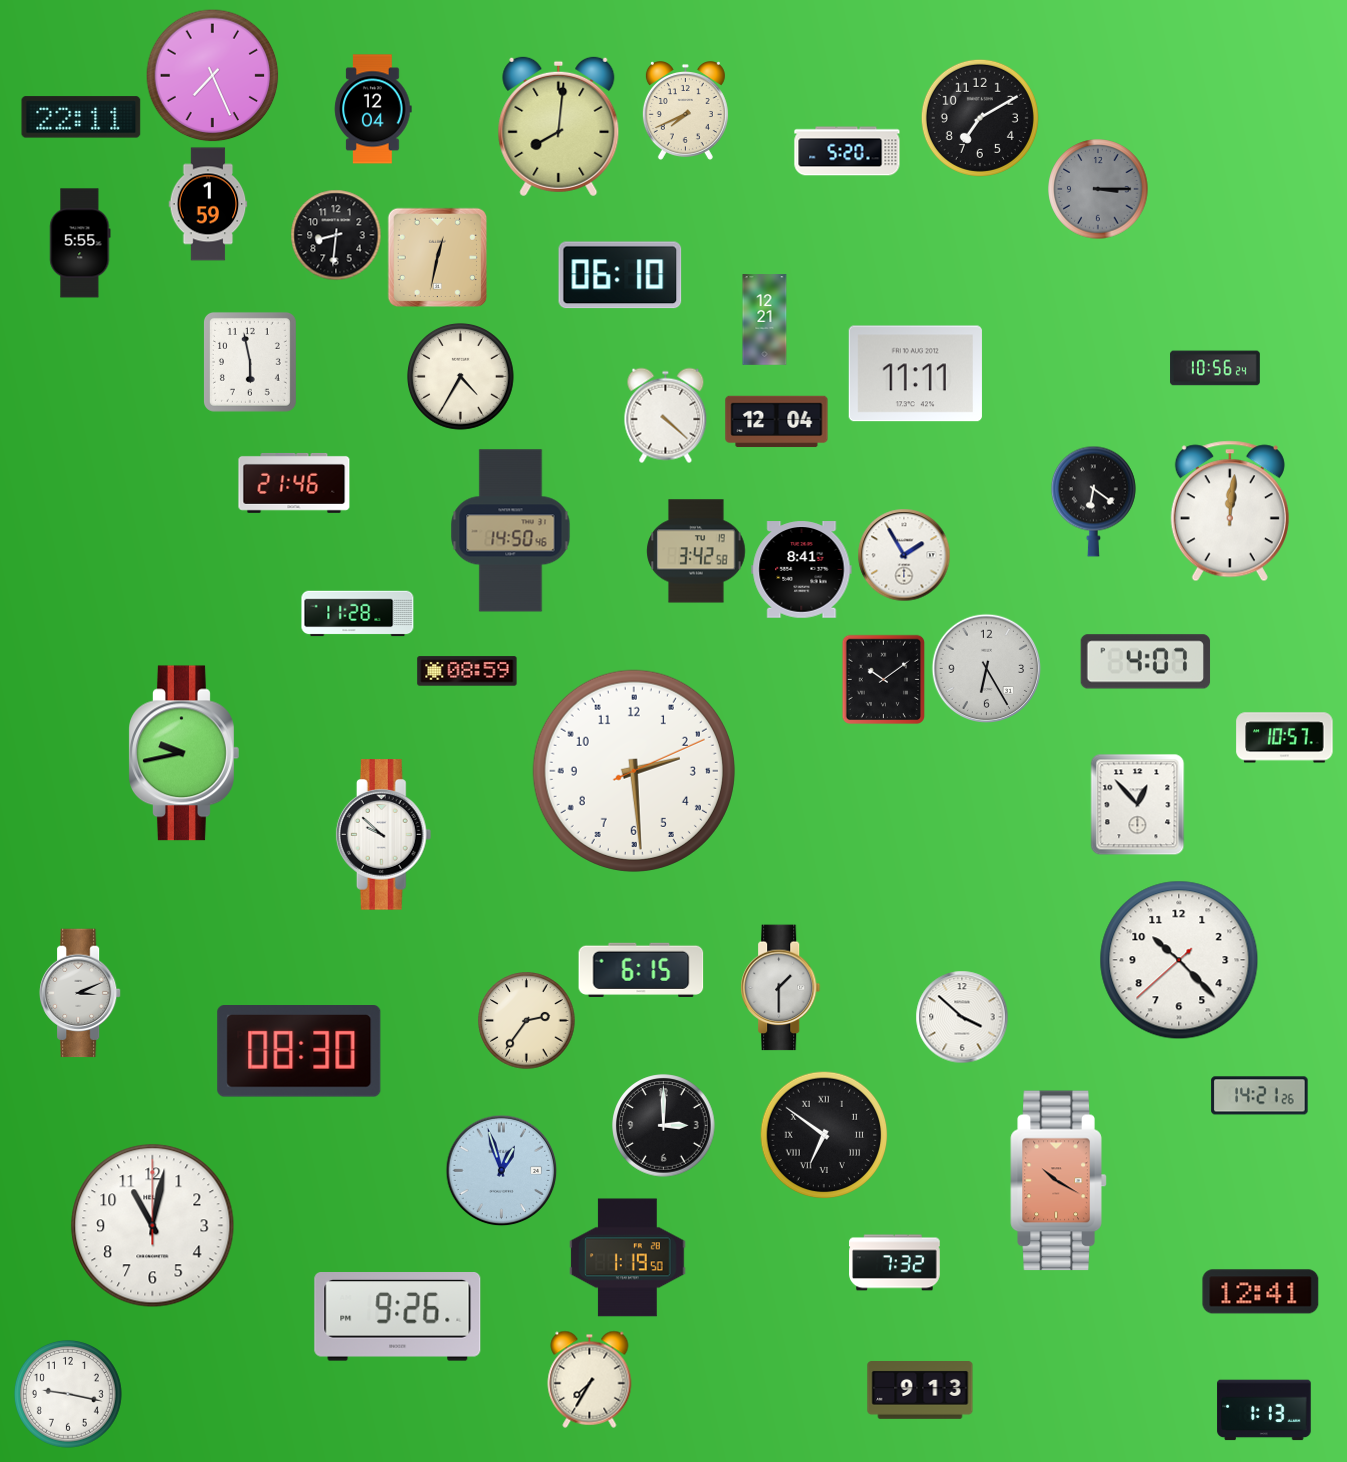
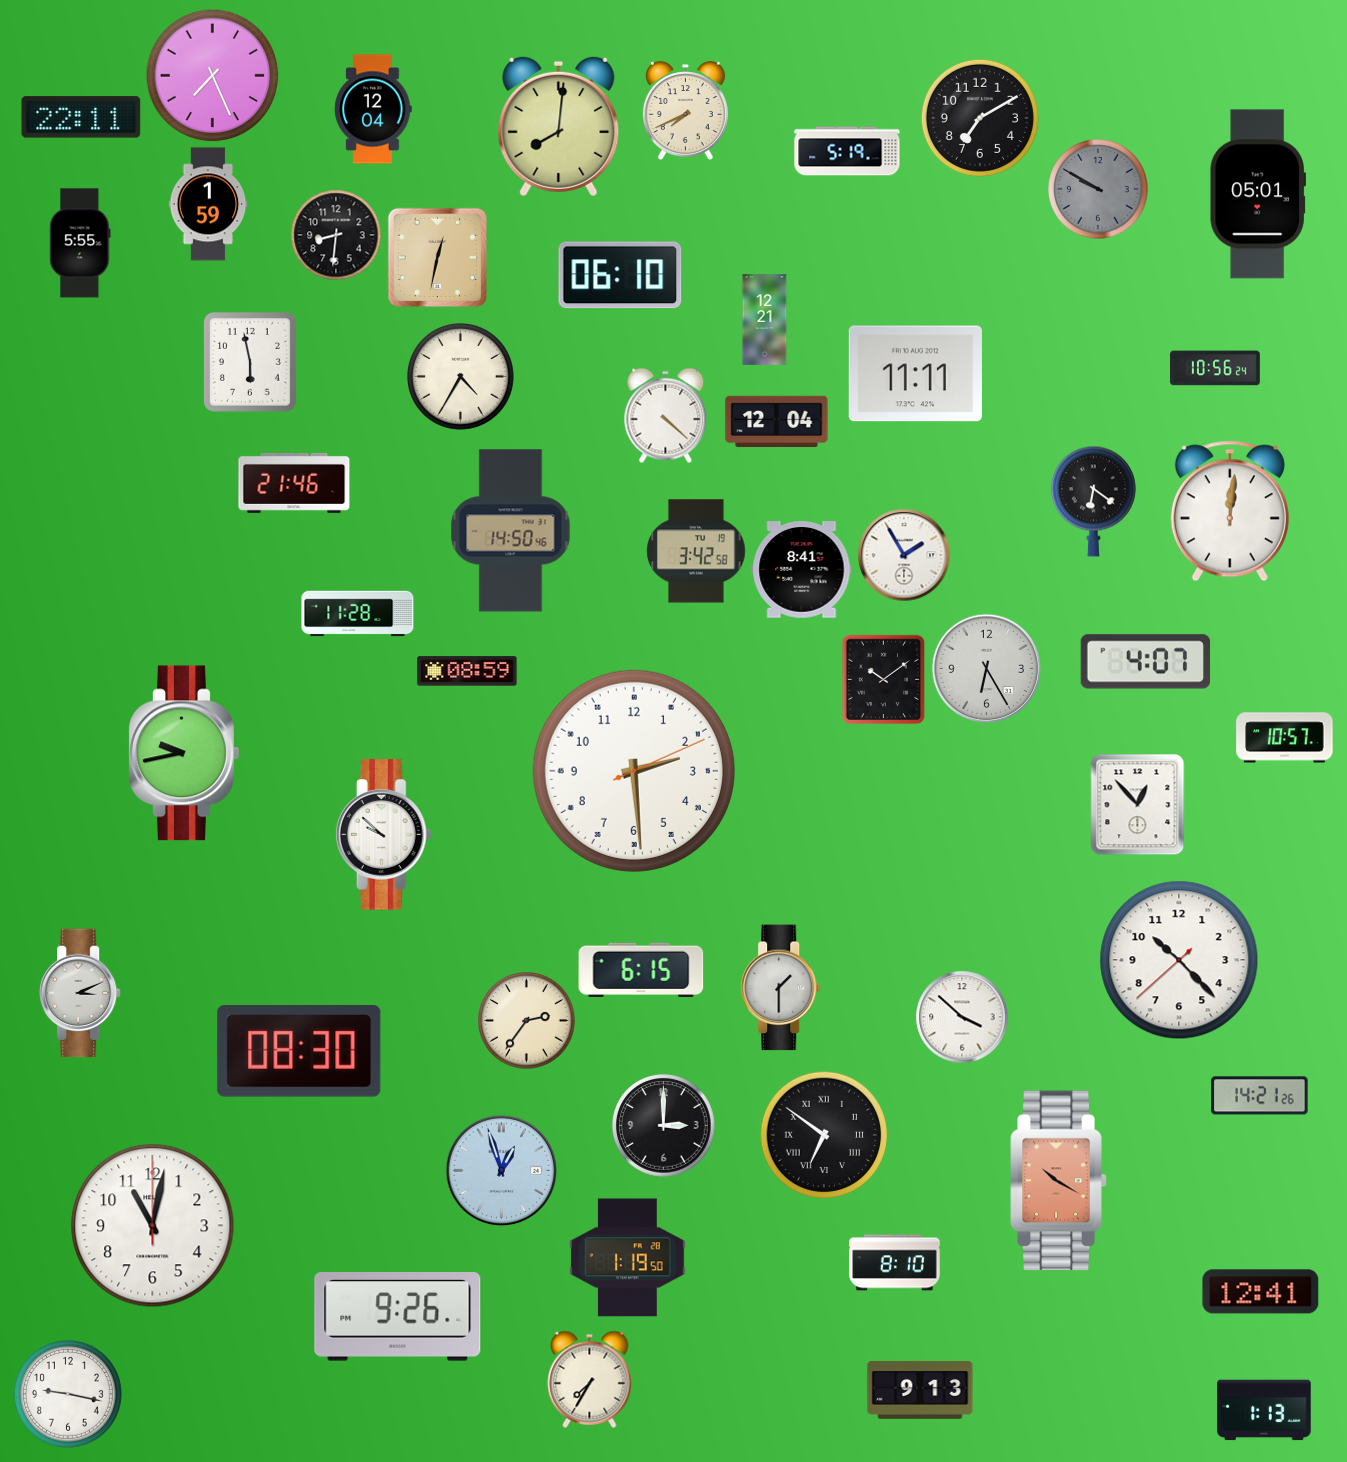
clock at (847, 151): 5:20 -> 5:19
clock at (1098, 189): 3:15 -> 9:50
clock at (1257, 194): none -> 05:01
clock at (895, 1263): 7:32 -> 8:10
